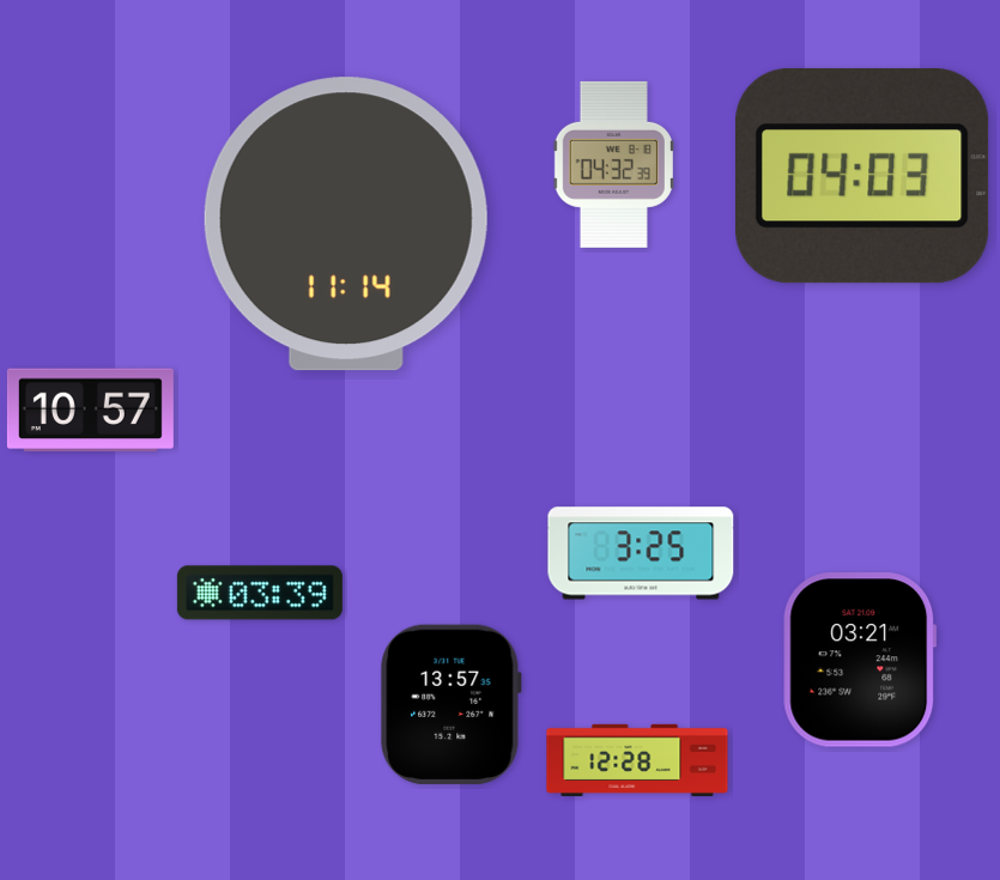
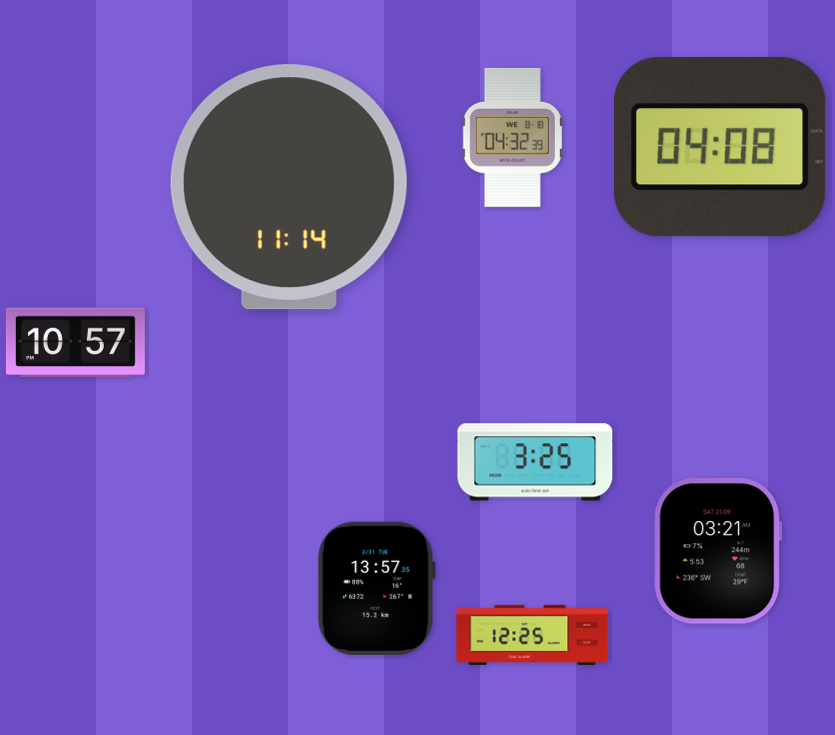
clock at (863, 176): 04:03 -> 04:08
clock at (260, 593): 03:39 -> none
clock at (637, 760): 12:28 -> 12:25
